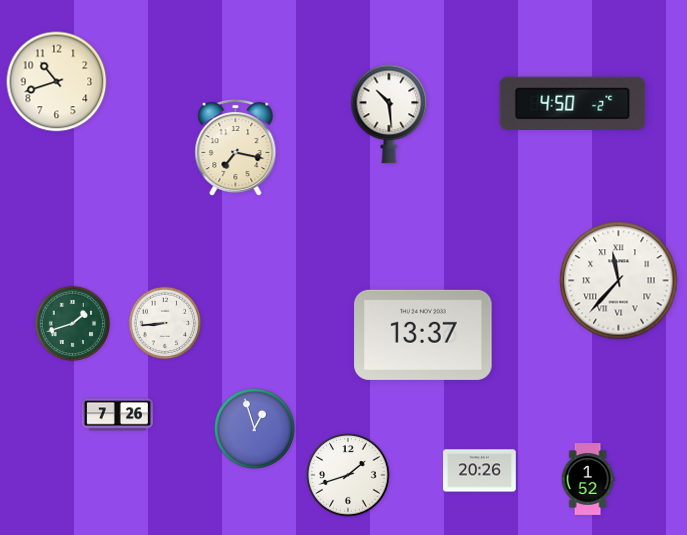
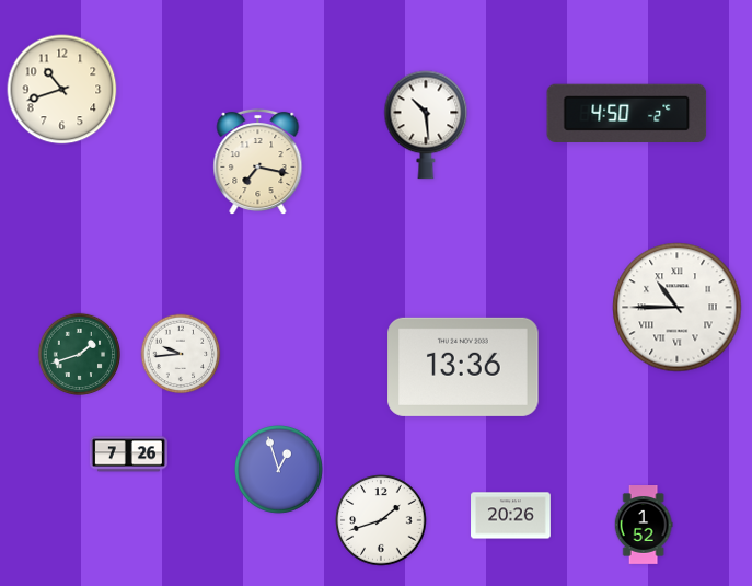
clock at (619, 281): 11:37 -> 10:45
clock at (165, 323): 8:44 -> 9:44
clock at (423, 335): 13:37 -> 13:36
clock at (480, 471) position: (480, 471) -> (511, 516)
